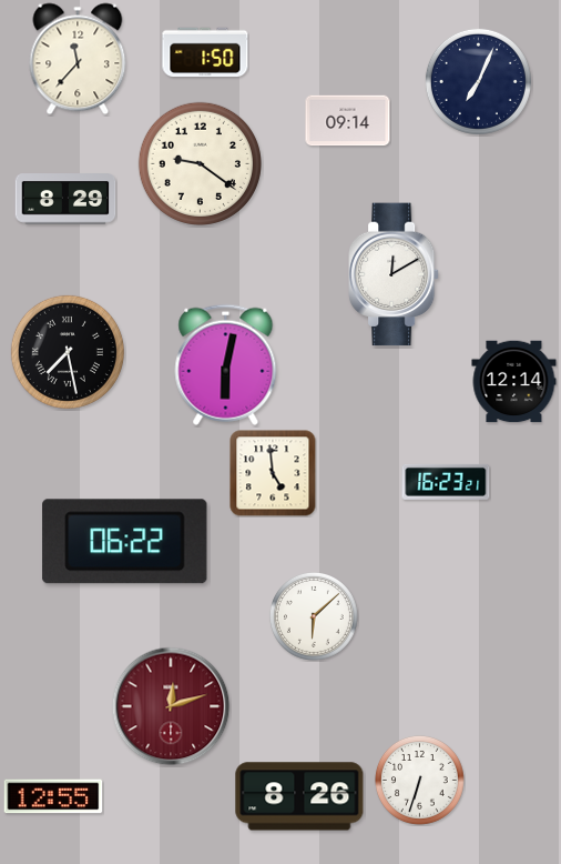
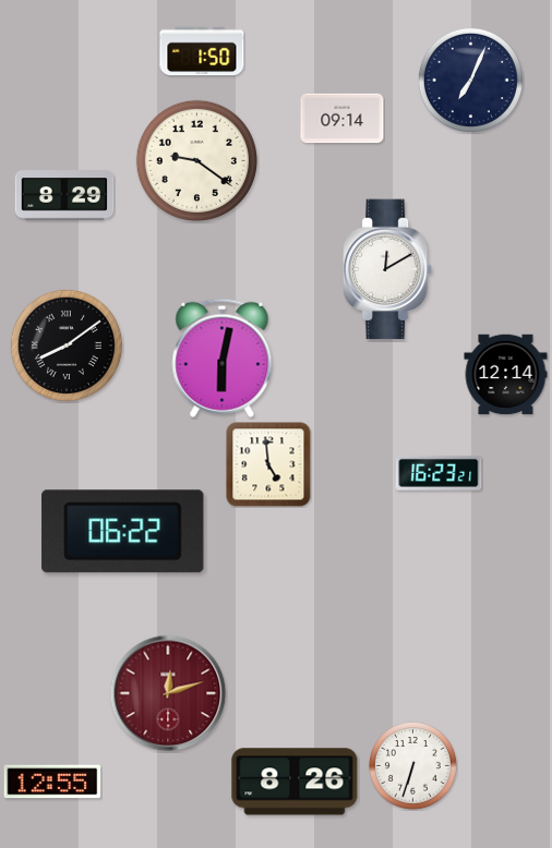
clock at (78, 59): 11:37 -> none
clock at (68, 352): 7:28 -> 8:09
clock at (314, 617): 6:08 -> none
